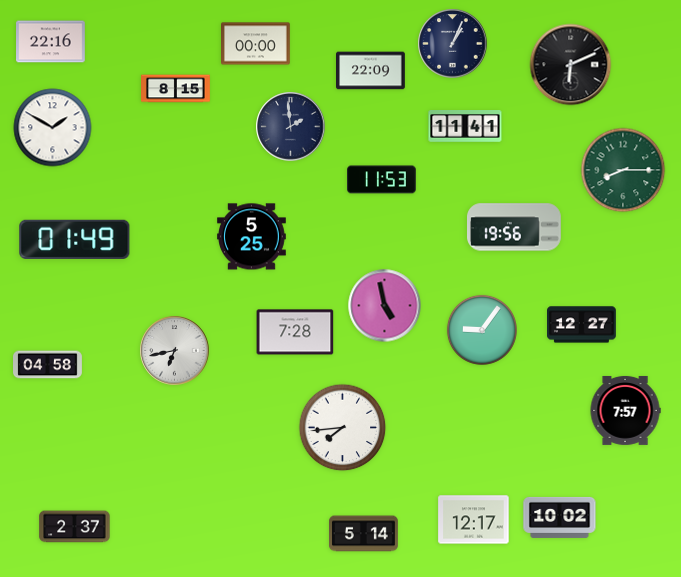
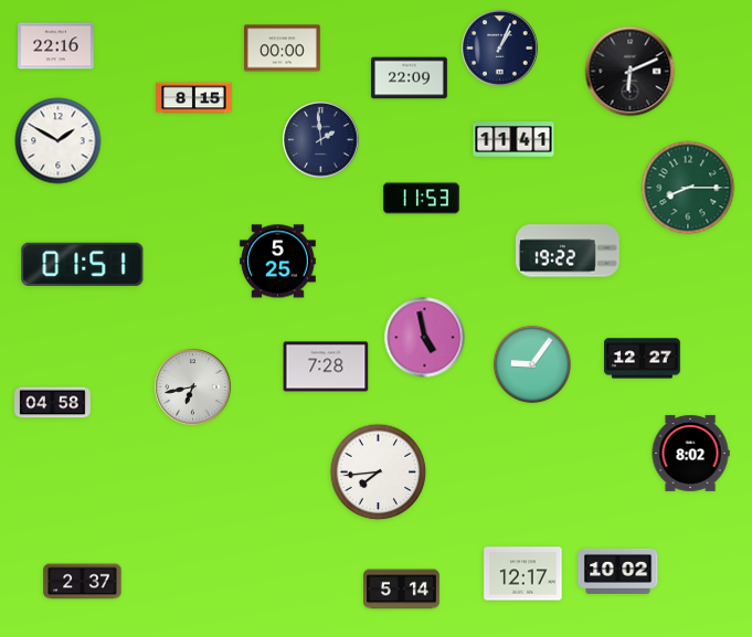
clock at (515, 227): 19:56 -> 19:22
clock at (75, 239): 01:49 -> 01:51
clock at (625, 410): 7:57 -> 8:02
